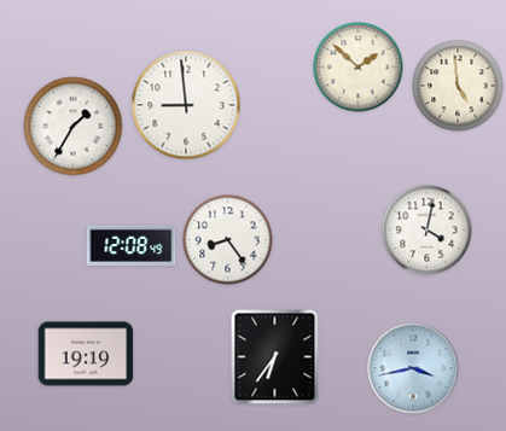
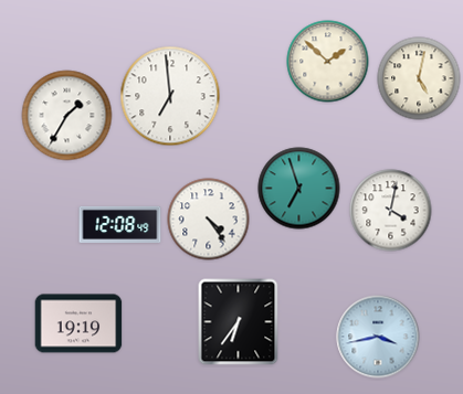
clock at (458, 86): 4:59 -> 5:02
clock at (186, 105): 8:59 -> 6:59
clock at (299, 189): none -> 6:57
clock at (228, 240): 8:24 -> 4:24
clock at (275, 357) position: (275, 357) -> (239, 322)
